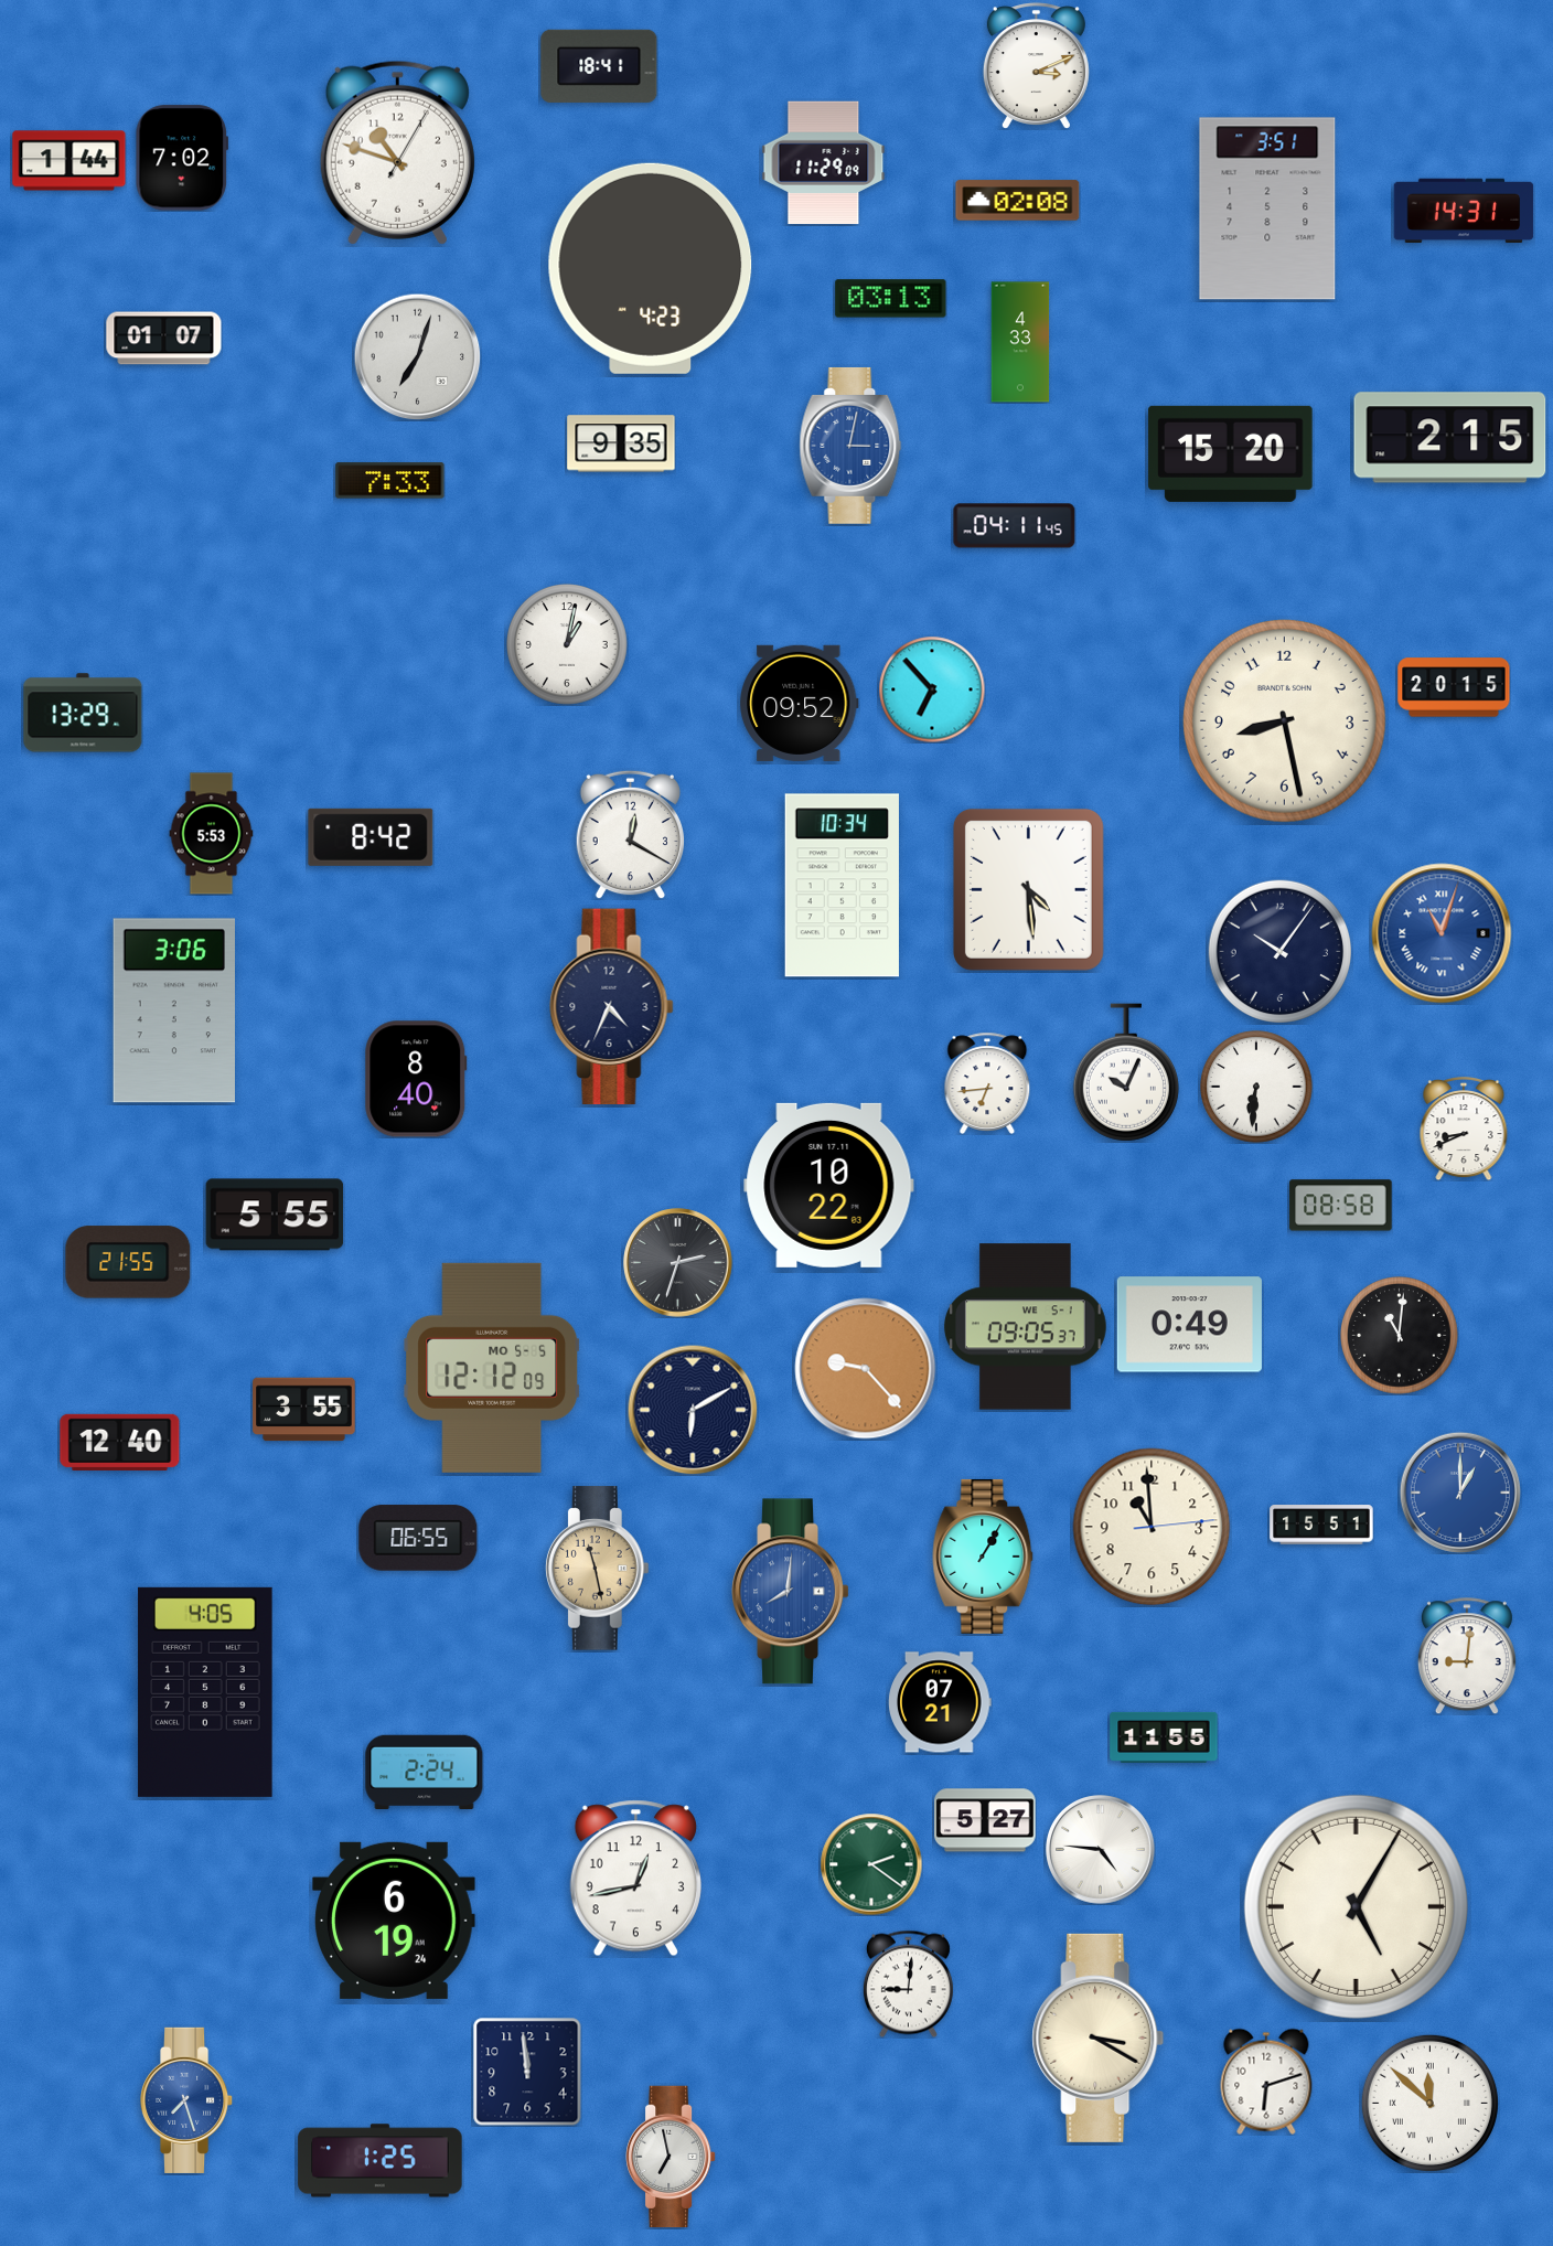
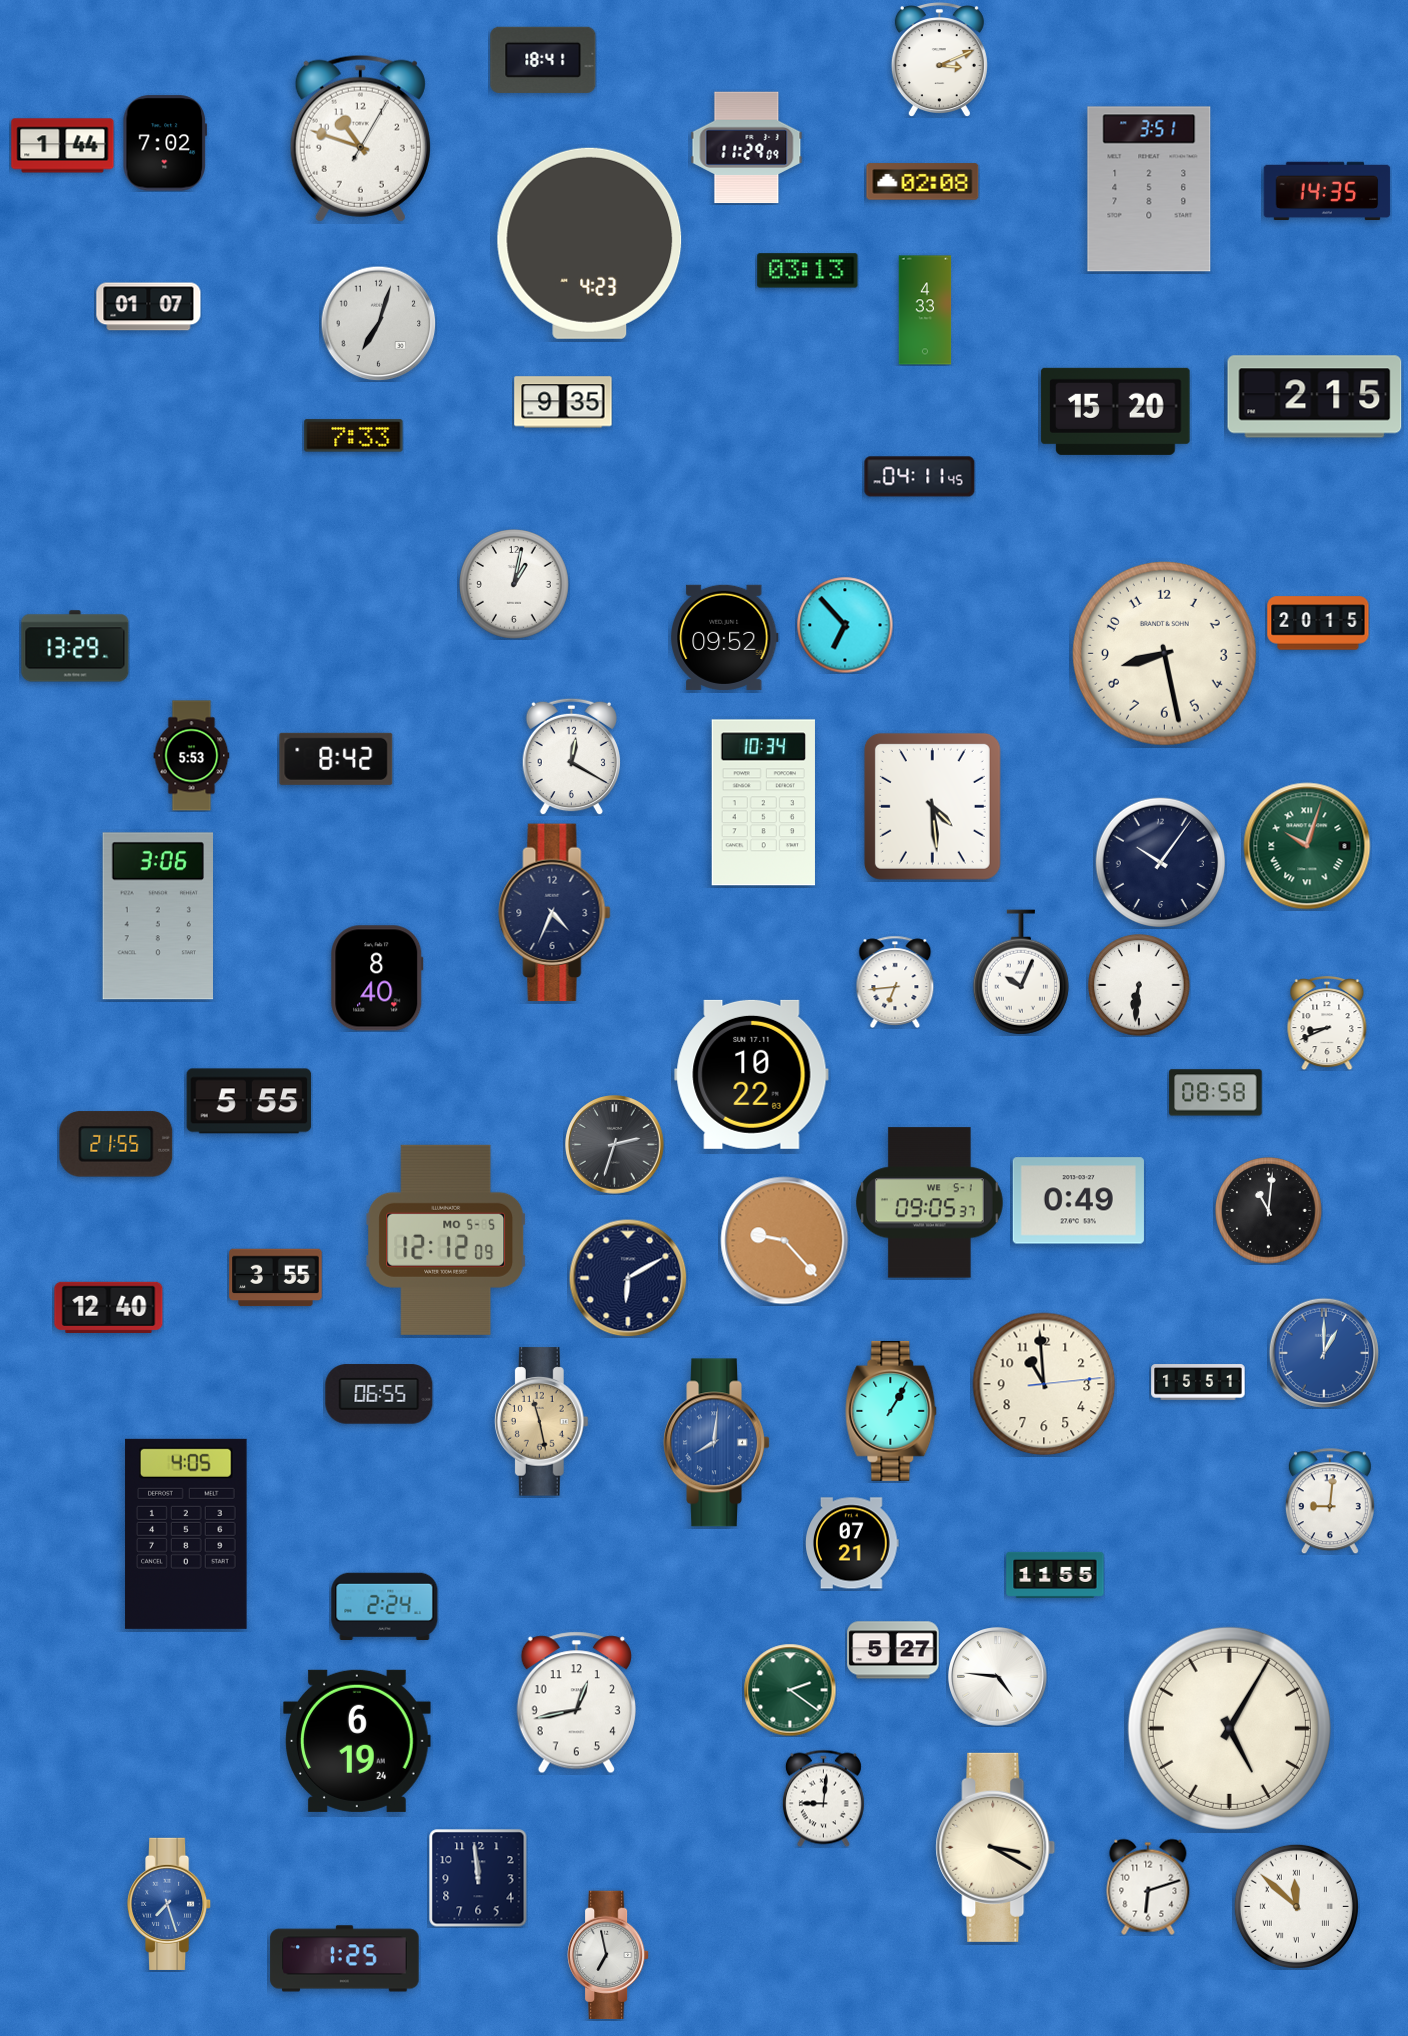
clock at (1464, 211): 14:31 -> 14:35
clock at (850, 446): 3:02 -> none
clock at (1442, 933): 11:03 -> 10:03
clock at (1442, 933) dial: blue -> green
